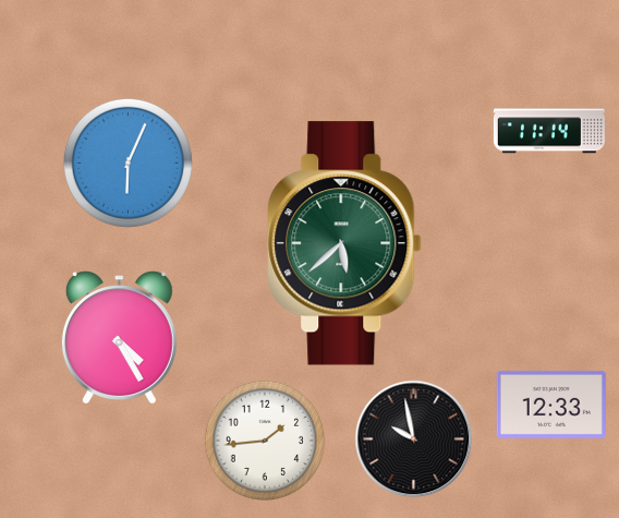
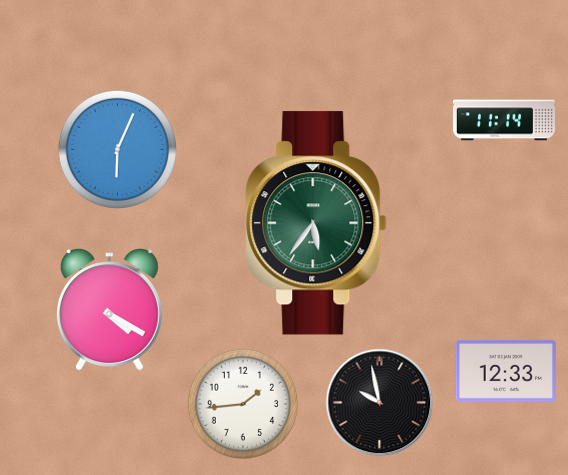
clock at (344, 243): 5:38 -> 5:36
clock at (119, 338): 4:25 -> 4:20
